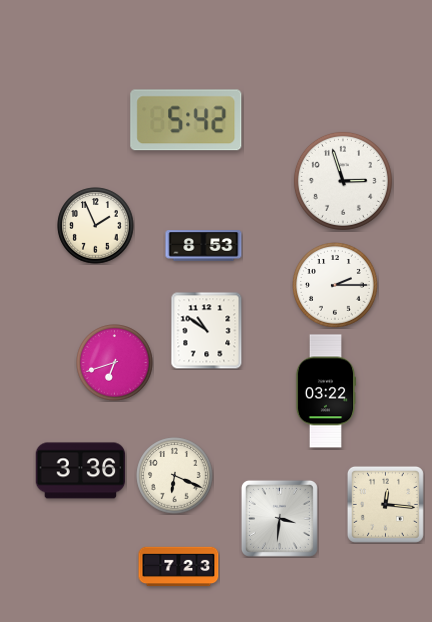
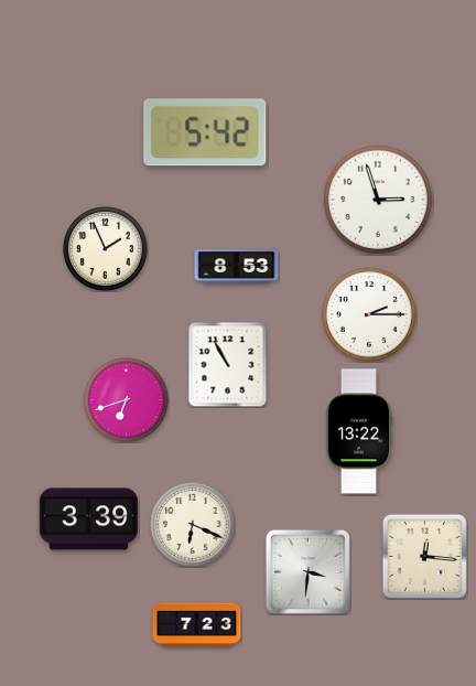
clock at (204, 246) position: (204, 246) -> (237, 267)
clock at (207, 330): 10:51 -> 10:55
clock at (326, 391): 03:22 -> 13:22
clock at (81, 471): 3:36 -> 3:39
